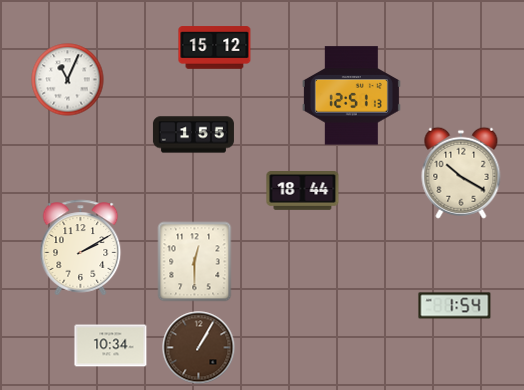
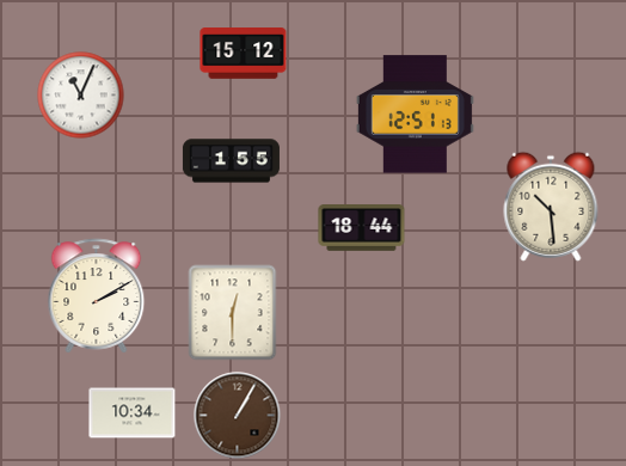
clock at (215, 48) position: (215, 48) -> (244, 54)
clock at (351, 96) position: (351, 96) -> (415, 115)
clock at (461, 173): 10:20 -> 10:29
clock at (455, 306): 1:54 -> none
